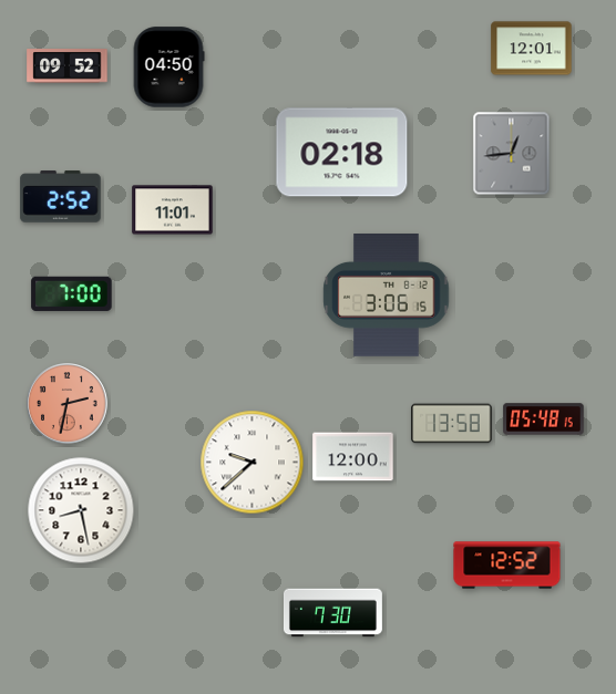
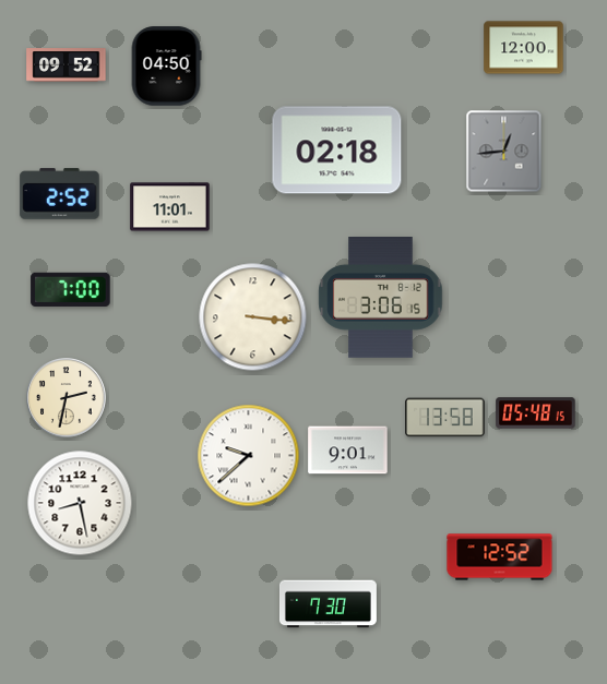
clock at (532, 49): 12:01 -> 12:00
clock at (387, 296) position: (387, 296) -> (381, 298)
clock at (253, 317): none -> 3:16
clock at (68, 404) dial: salmon -> cream
clock at (353, 457): 12:00 -> 9:01
